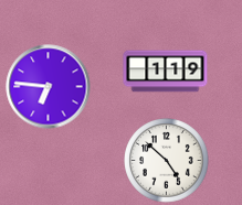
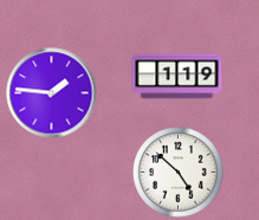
clock at (49, 87): 6:46 -> 1:46
